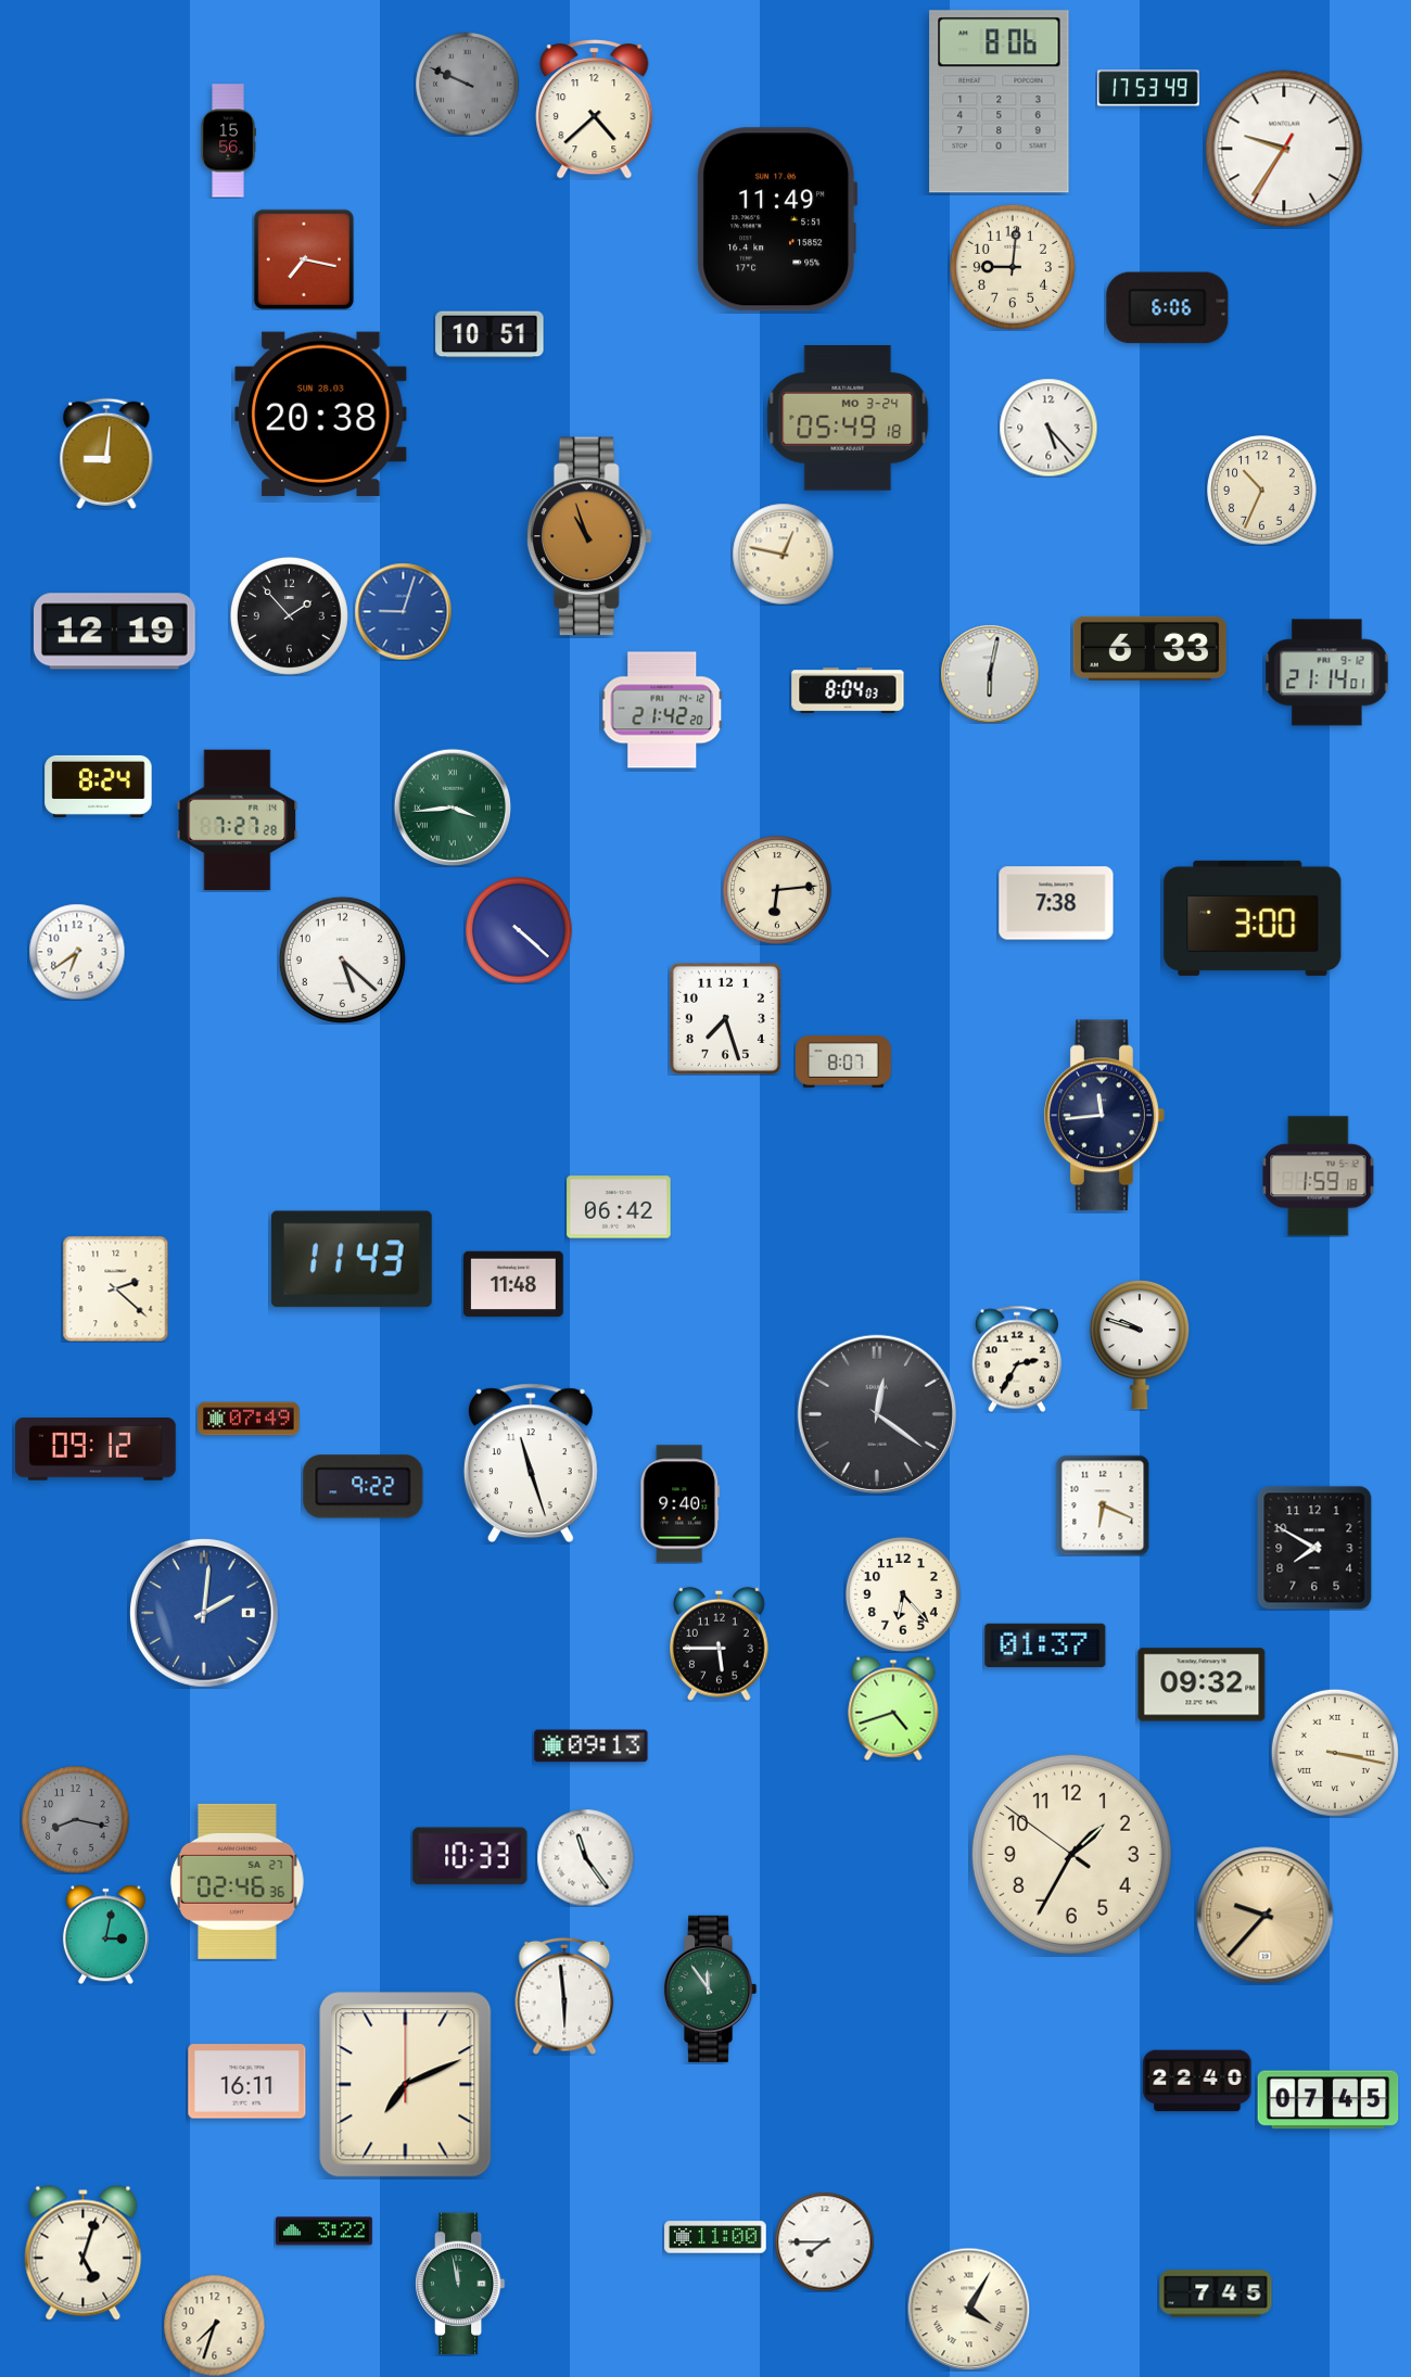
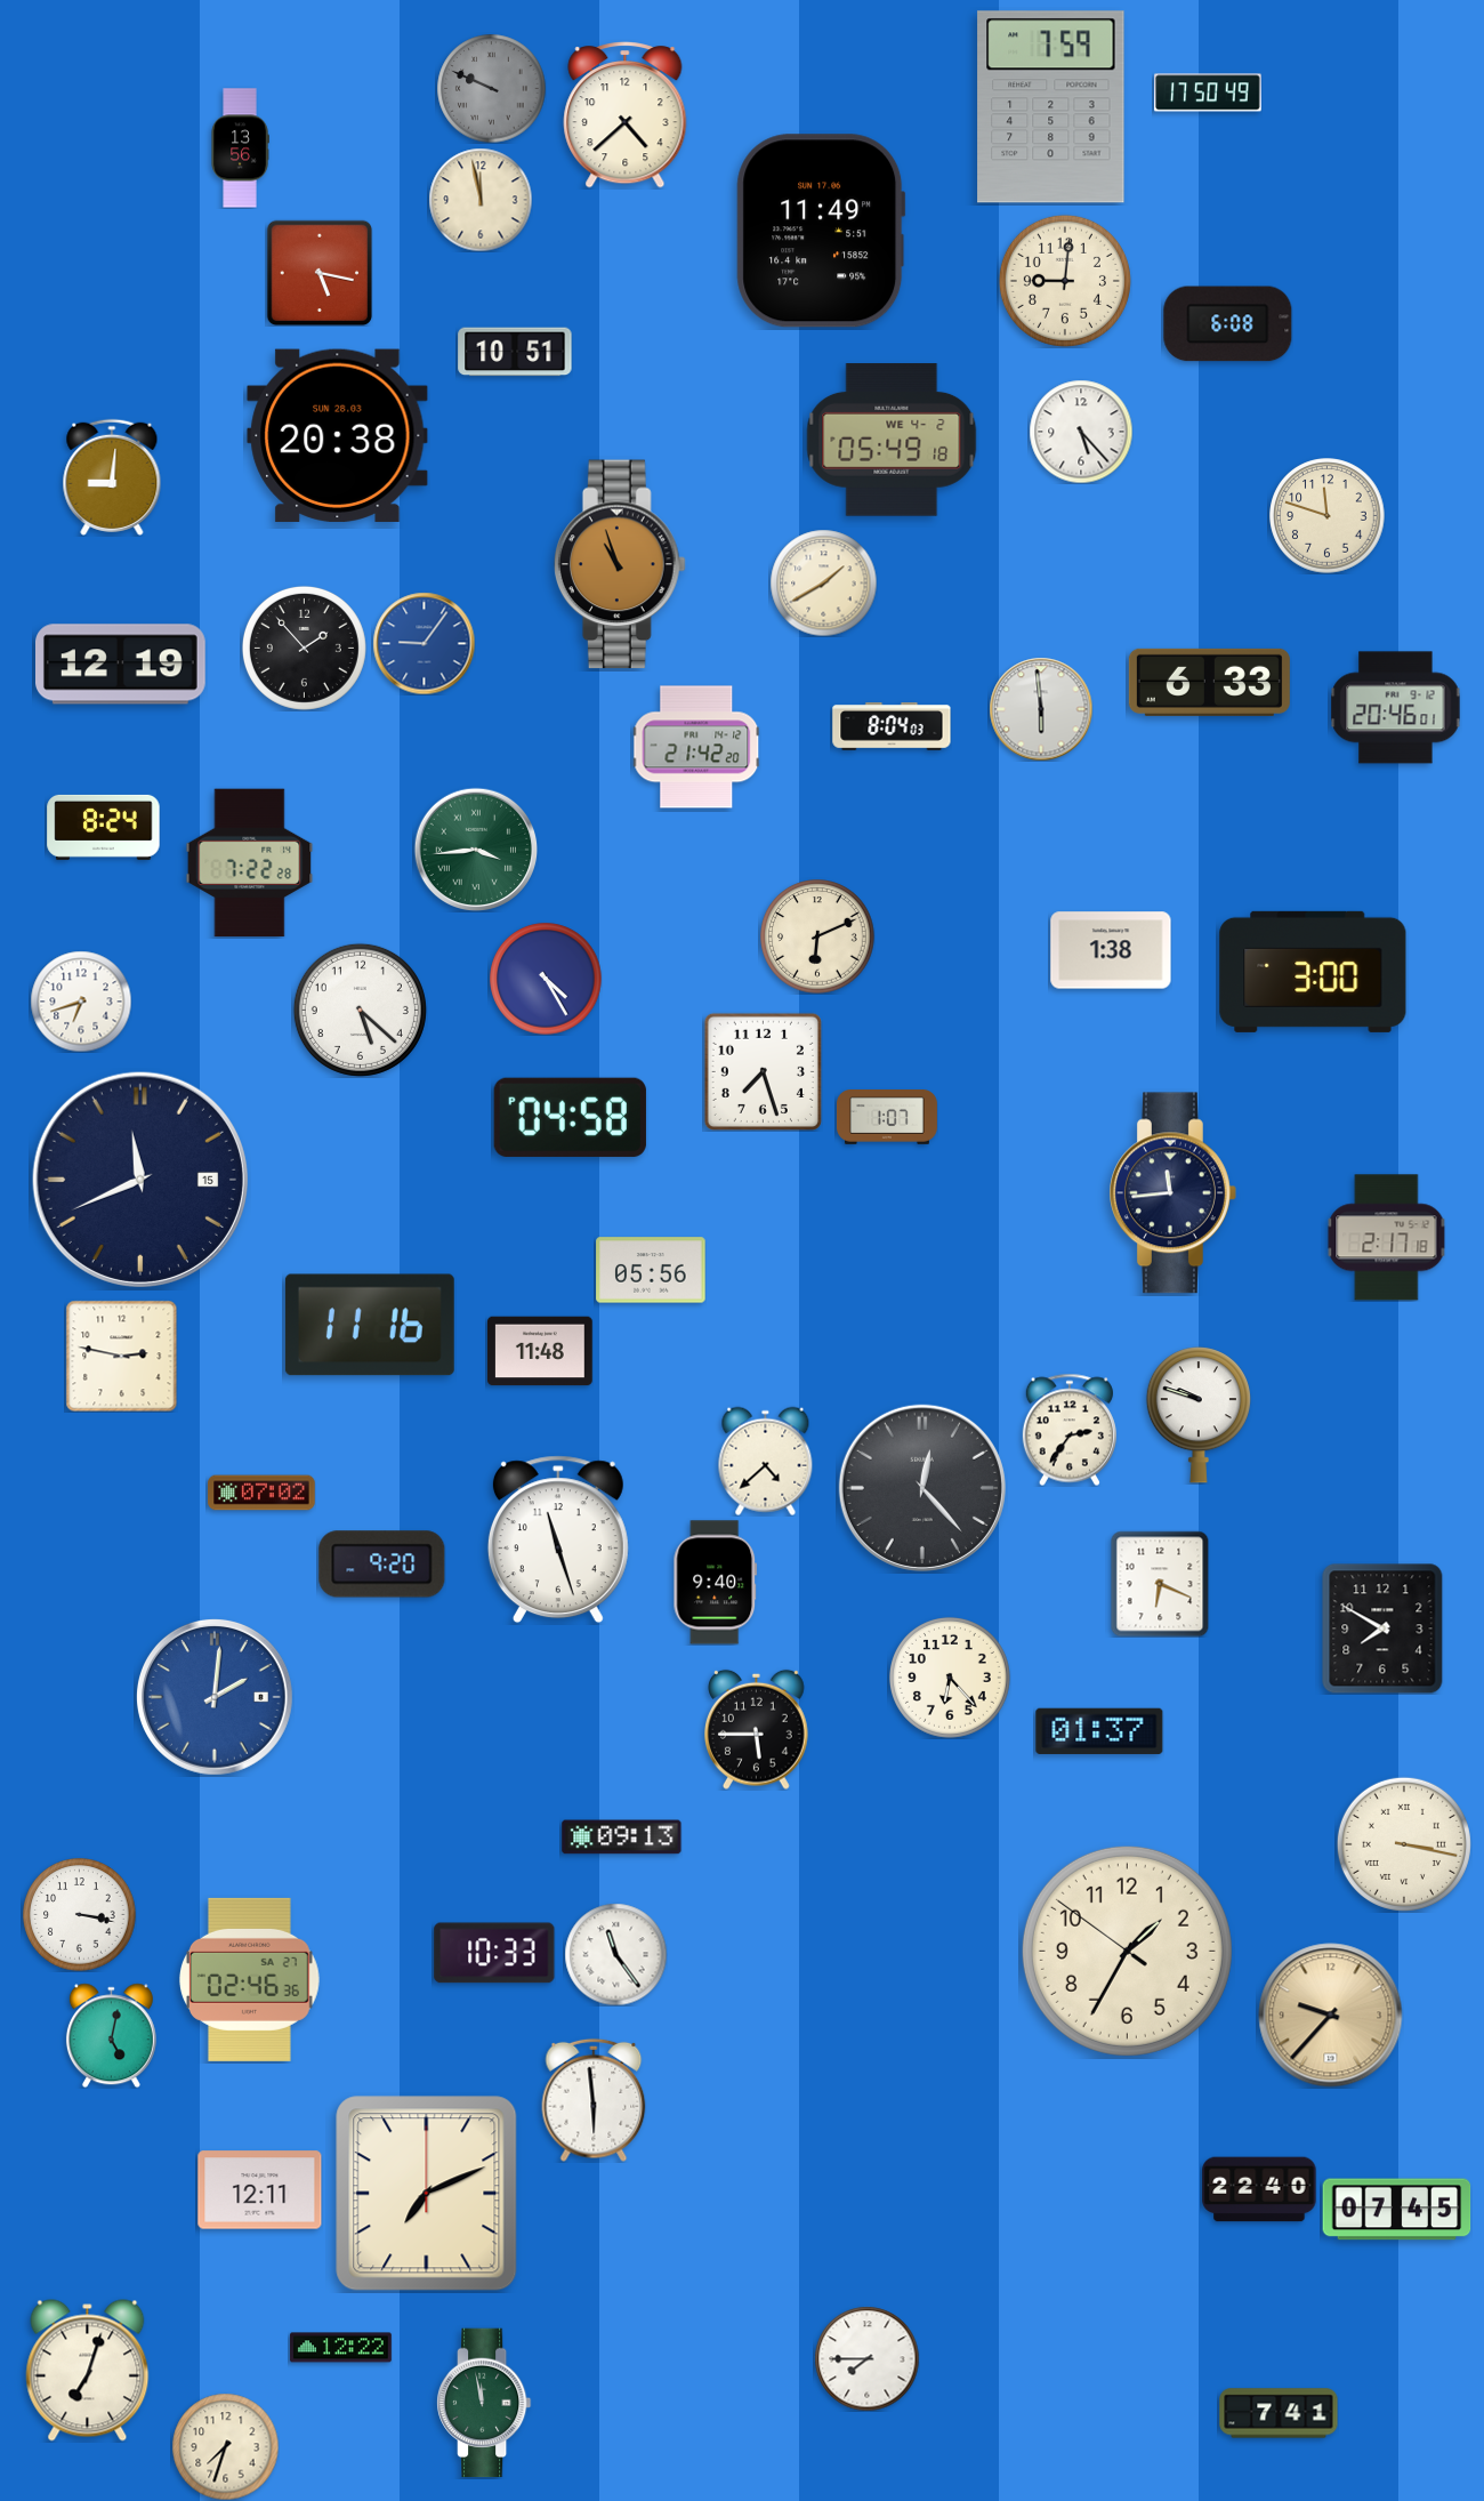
clock at (1148, 88): 17:53 -> 17:50
clock at (1000, 102): 8:06 -> 7:59
clock at (228, 141): 15:56 -> 13:56
clock at (1284, 149): 9:35 -> none
clock at (481, 200): none -> 11:58
clock at (777, 219) position: (777, 219) -> (821, 231)
clock at (303, 258): 7:17 -> 5:17
clock at (1168, 308): 6:06 -> 6:08
clock at (848, 418) date: MO 3-24 -> WE 4-2
clock at (1048, 428) position: (1048, 428) -> (1081, 432)
clock at (1262, 491): 10:34 -> 11:48
clock at (783, 554): 12:47 -> 1:40
clock at (403, 611): 9:03 -> 9:06
clock at (1327, 673): 21:14 -> 20:46
clock at (990, 674): 6:02 -> 5:59
clock at (238, 821): 7:27 -> 7:22
clock at (777, 890): 6:14 -> 6:11
clock at (1056, 903): 7:38 -> 1:38
clock at (1253, 918) position: (1253, 918) -> (1313, 972)
clock at (519, 930): 4:22 -> 4:25
clock at (77, 952): 6:39 -> 6:42
clock at (570, 1117): none -> 04:58
clock at (843, 1063): 8:07 -> 1:07
clock at (1105, 1116) position: (1105, 1116) -> (1174, 1193)
clock at (140, 1180): none -> 11:41
clock at (1319, 1177): 1:59 -> 2:17
clock at (619, 1207): 06:42 -> 05:56
clock at (352, 1259): 11:43 -> 11:16
clock at (115, 1288): 2:22 -> 2:47
clock at (1017, 1359): 2:35 -> 2:36
clock at (766, 1461): none -> 4:38
clock at (877, 1414): 12:21 -> 12:23
clock at (249, 1419): 07:49 -> 07:02
clock at (97, 1449): 09:12 -> none
clock at (364, 1487): 9:22 -> 9:20
clock at (1202, 1685): 09:32 -> none
clock at (893, 1708): 4:42 -> none
clock at (76, 1820): 8:17 -> 3:17
clock at (76, 1820) dial: grey -> white
clock at (105, 1934): 3:02 -> 5:02
clock at (710, 1988): 11:54 -> none
clock at (247, 2082): 16:11 -> 12:11
clock at (323, 2232): 3:22 -> 12:22
clock at (715, 2237): 11:00 -> none
clock at (84, 2253): 5:03 -> 7:03
clock at (1216, 2293): 7:45 -> 7:41
clock at (968, 2309): 4:05 -> none
